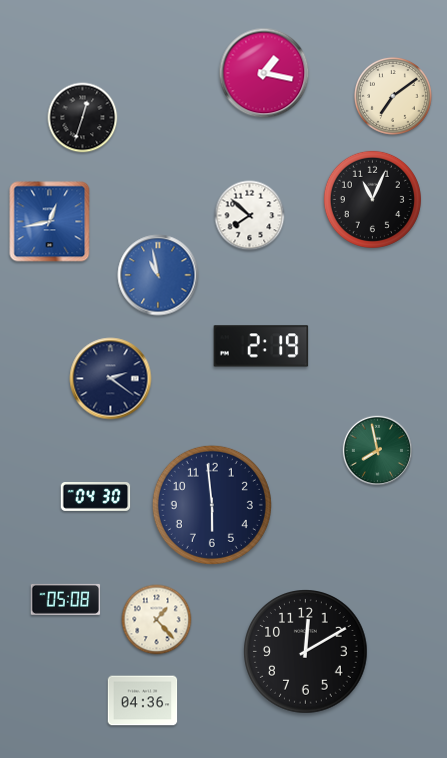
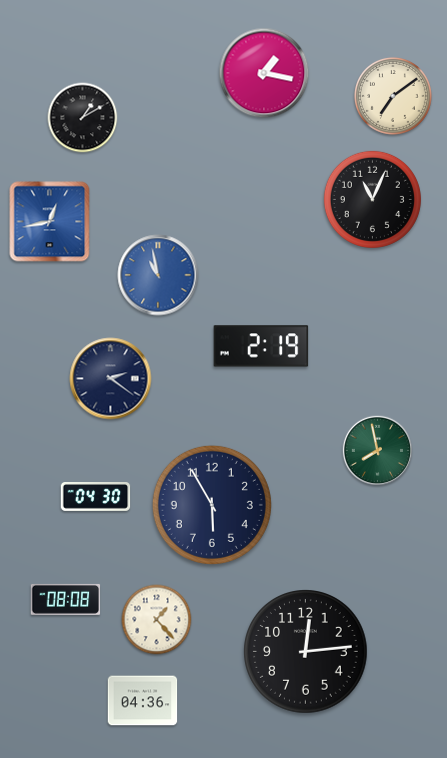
clock at (83, 118): 12:33 -> 1:10
clock at (250, 216): 7:52 -> none
clock at (212, 505): 5:59 -> 5:55
clock at (66, 599): 05:08 -> 08:08
clock at (306, 652): 12:10 -> 12:14
